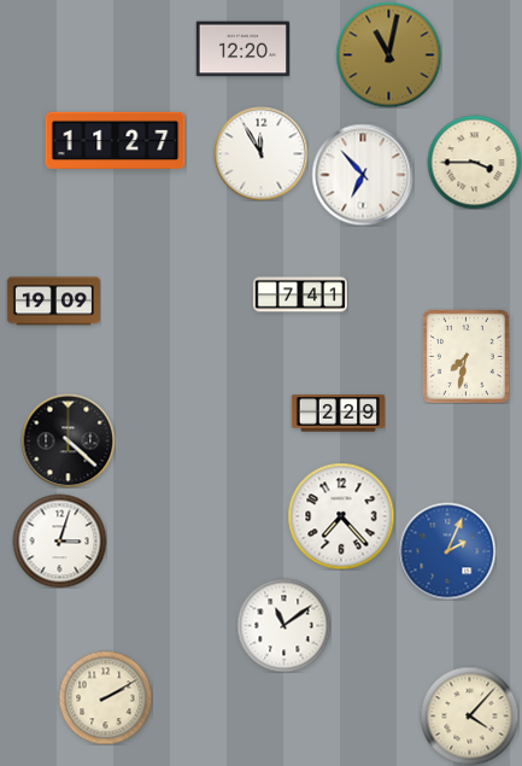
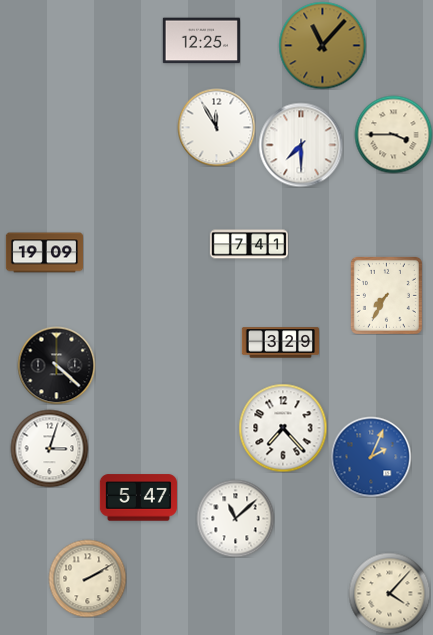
clock at (242, 49): 12:20 -> 12:25
clock at (388, 54): 11:02 -> 11:07
clock at (116, 140): 11:27 -> none
clock at (363, 175): 6:53 -> 7:30
clock at (53, 302) position: (53, 302) -> (44, 253)
clock at (465, 356): 7:32 -> 7:35
clock at (338, 414): 2:29 -> 3:29
clock at (138, 498): none -> 5:47
clock at (283, 625): 11:09 -> 11:08
